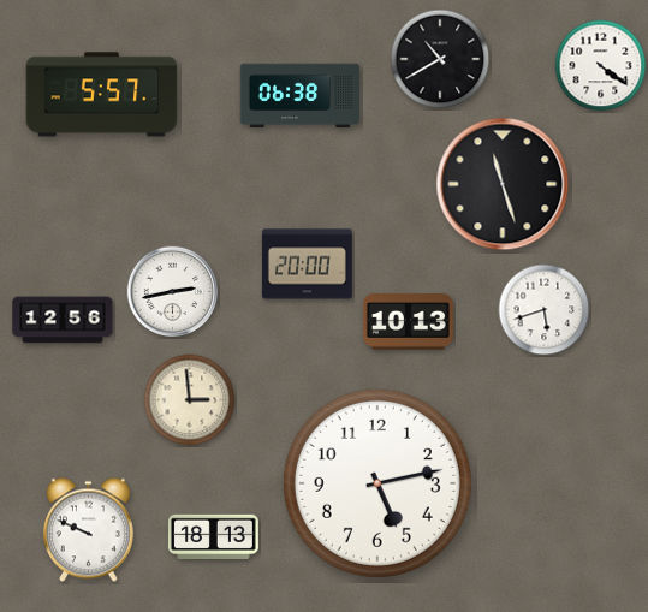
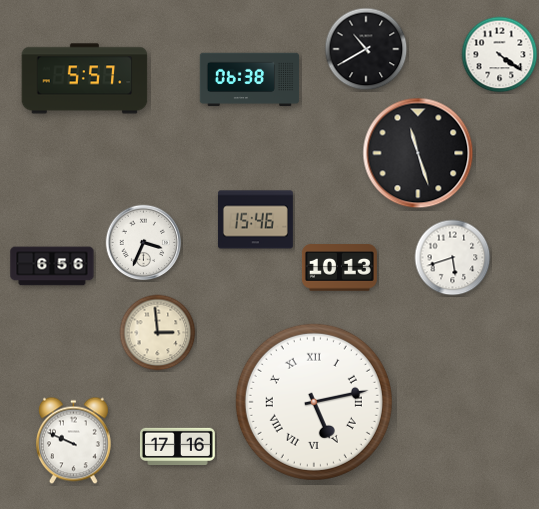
clock at (307, 265): 20:00 -> 15:46
clock at (173, 292): 2:43 -> 3:34
clock at (63, 320): 12:56 -> 6:56
clock at (377, 483) numerals: Arabic -> Roman
clock at (214, 536): 18:13 -> 17:16
